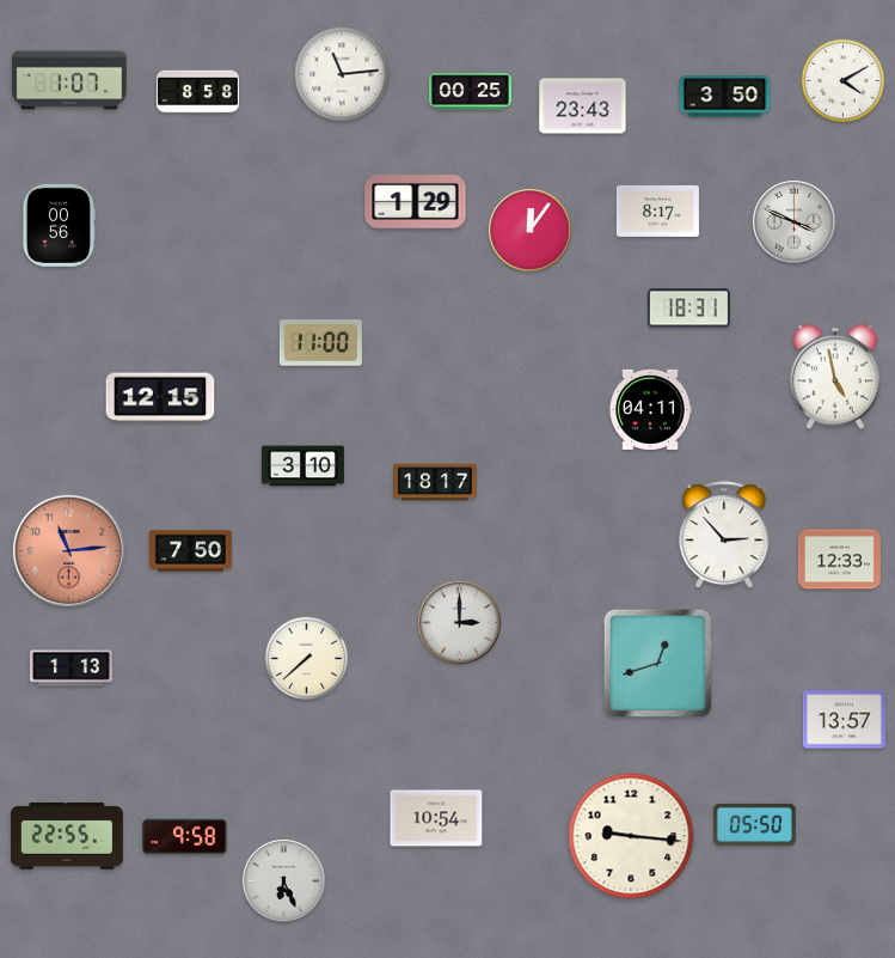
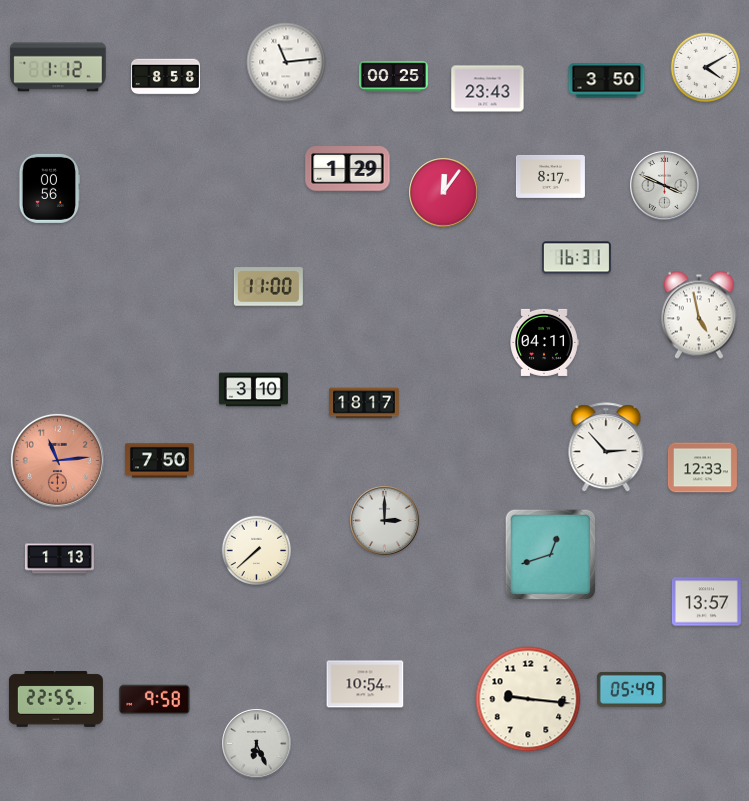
clock at (69, 80): 1:07 -> 1:12
clock at (688, 309): 18:31 -> 16:31
clock at (160, 397): 12:15 -> none
clock at (754, 824): 05:50 -> 05:49
clock at (284, 881) position: (284, 881) -> (257, 744)
